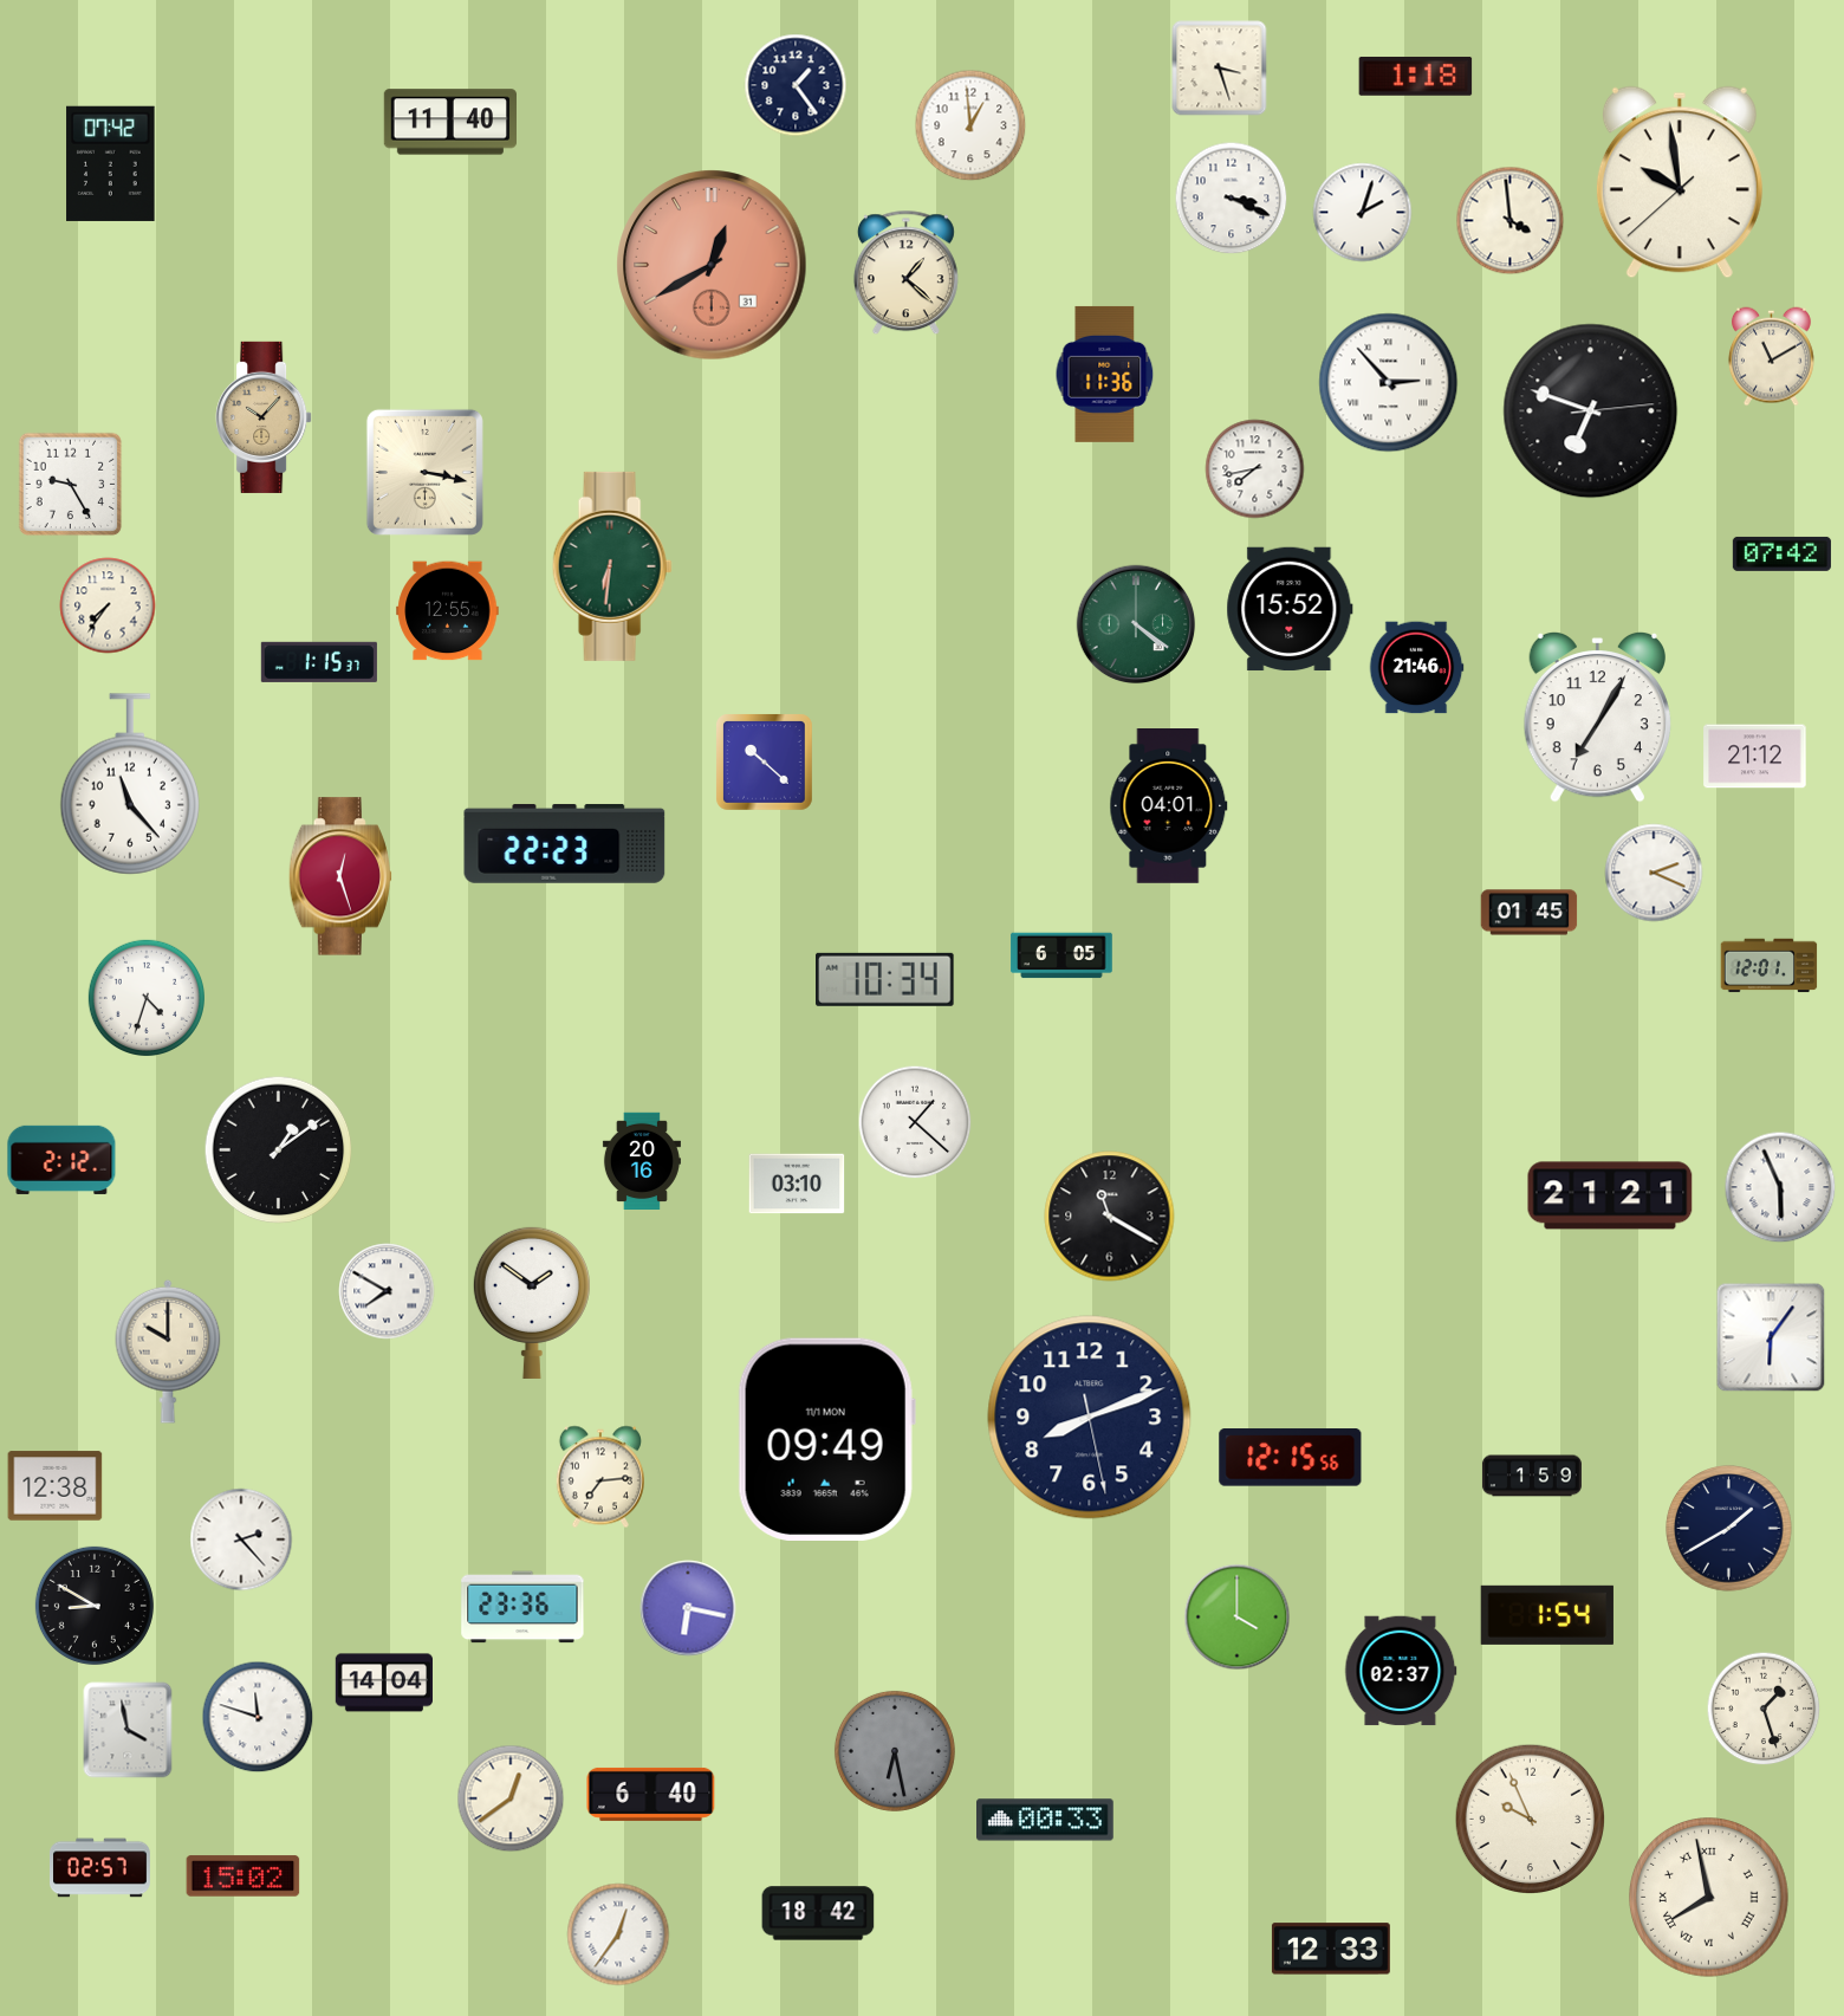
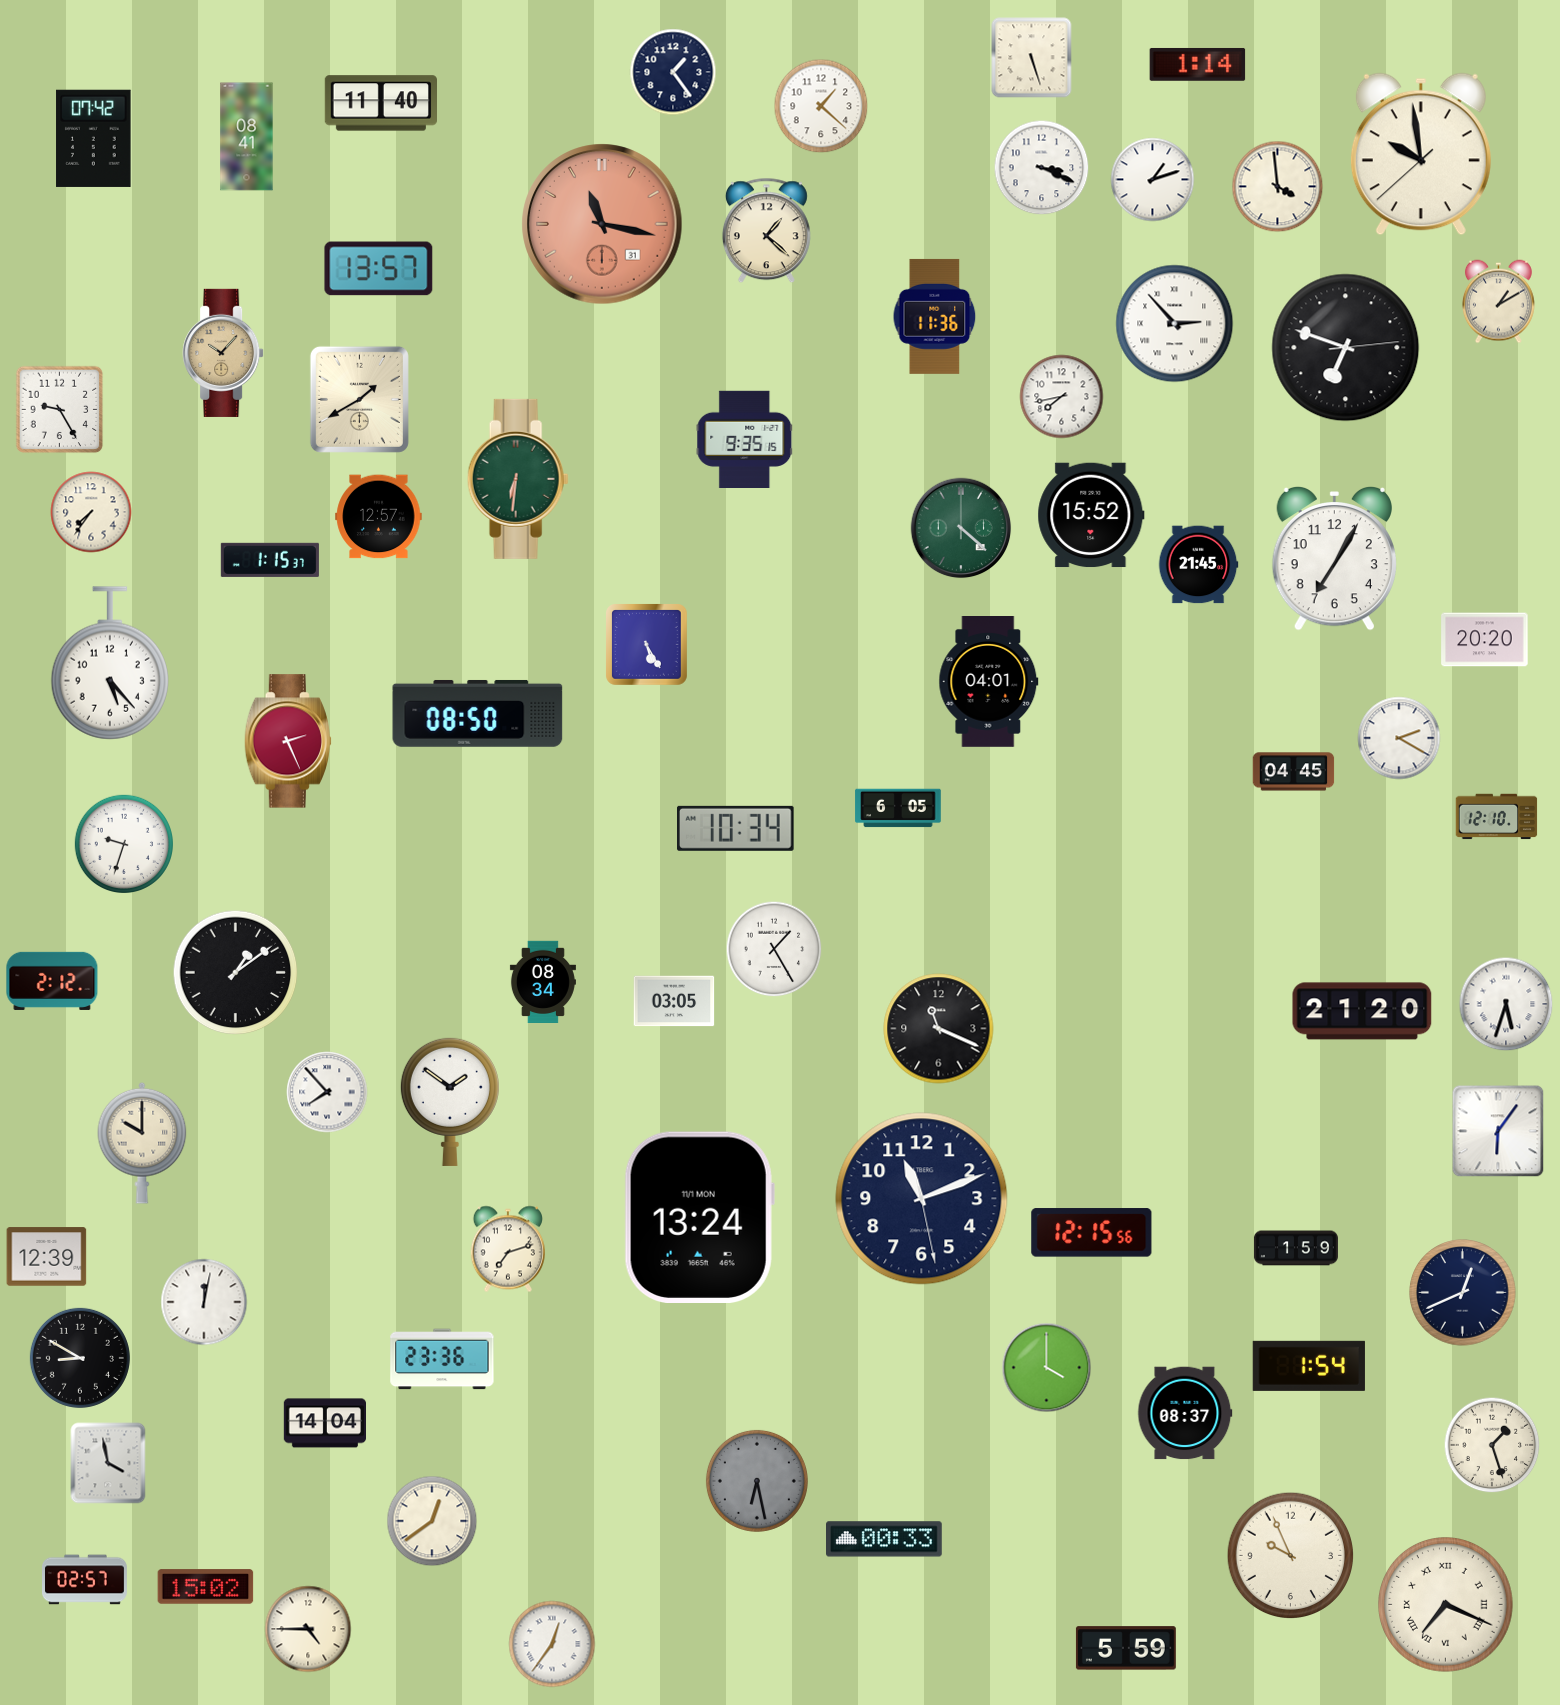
clock at (1220, 69): 3:27 -> 5:27
clock at (1416, 77): 1:18 -> 1:14
clock at (970, 125): 12:59 -> 1:22
clock at (247, 137): none -> 08:41
clock at (1363, 213): 2:03 -> 1:12
clock at (712, 265): 12:40 -> 11:17
clock at (379, 269): none -> 13:57
clock at (1771, 357): 11:10 -> 1:10
clock at (424, 472): 3:17 -> 1:40
clock at (745, 439): none -> 9:35
clock at (1781, 553): 07:42 -> none
clock at (448, 611): 12:55 -> 12:57
clock at (1136, 624): 4:21 -> 4:22
clock at (1416, 668): 21:46 -> 21:45
clock at (1597, 717) position: (1597, 717) -> (1334, 558)
clock at (1755, 757): 21:12 -> 20:20
clock at (765, 763): 10:22 -> 5:25
clock at (129, 784): 11:23 -> 5:23
clock at (565, 843): 22:23 -> 08:50
clock at (1654, 873): 2:19 -> 2:20
clock at (339, 876): 12:27 -> 2:26
clock at (1530, 913): 01:45 -> 04:45
clock at (1770, 966): 12:01 -> 12:10
clock at (885, 979) position: (885, 979) -> (736, 828)
clock at (145, 997): 4:33 -> 9:33
clock at (915, 1122): 1:22 -> 1:25
clock at (642, 1161): 20:16 -> 08:34
clock at (797, 1184): 03:10 -> 03:05
clock at (1780, 1187): 5:56 -> 5:33
clock at (1610, 1195): 21:21 -> 21:20
clock at (1110, 1217): 11:20 -> 11:19
clock at (387, 1291): 7:50 -> 7:53
clock at (1090, 1418): 8:11 -> 11:11
clock at (826, 1439): 09:49 -> 13:24
clock at (600, 1477): 7:14 -> 7:12
clock at (56, 1486): 12:38 -> 12:39
clock at (1729, 1529): 1:40 -> 12:41
clock at (241, 1539): 2:23 -> 12:02
clock at (688, 1608): 6:17 -> none
clock at (1401, 1671): 02:37 -> 08:37
clock at (258, 1717): 11:48 -> none
clock at (651, 1794): 6:40 -> none
clock at (1531, 1820) position: (1531, 1820) -> (1291, 1556)
clock at (1709, 1898): 7:58 -> 7:19
clock at (818, 1913): 18:42 -> none
clock at (308, 1629): none -> 4:45
clock at (618, 1934) position: (618, 1934) -> (552, 1644)
clock at (1331, 1949): 12:33 -> 5:59
